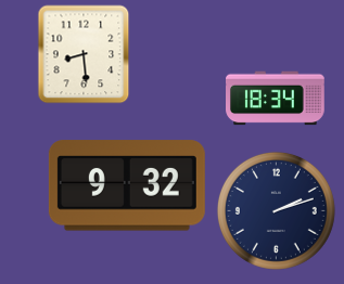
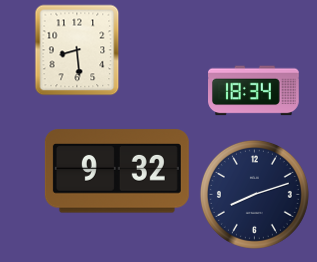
clock at (276, 210): 2:12 -> 8:12
